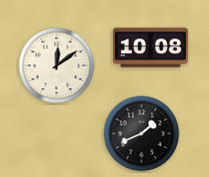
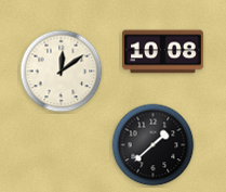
clock at (142, 134): 1:41 -> 1:38
